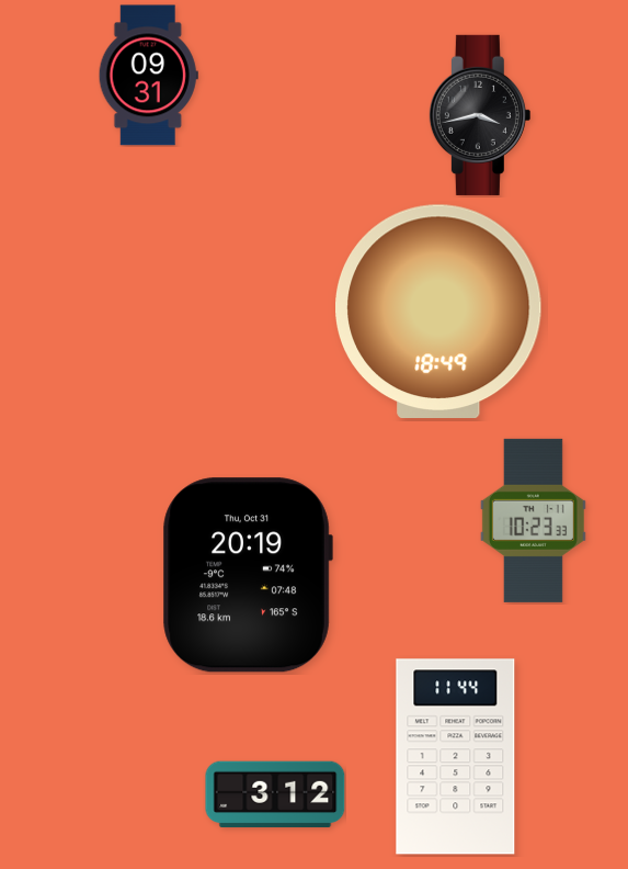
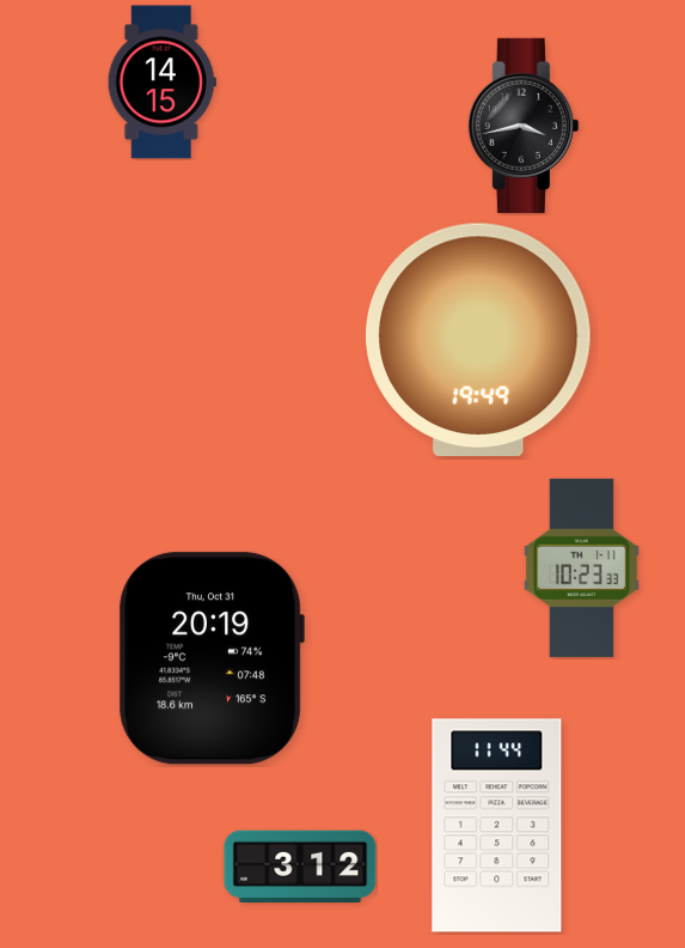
clock at (148, 76): 09:31 -> 14:15
clock at (439, 311): 18:49 -> 19:49
clock at (248, 575) position: (248, 575) -> (212, 658)
